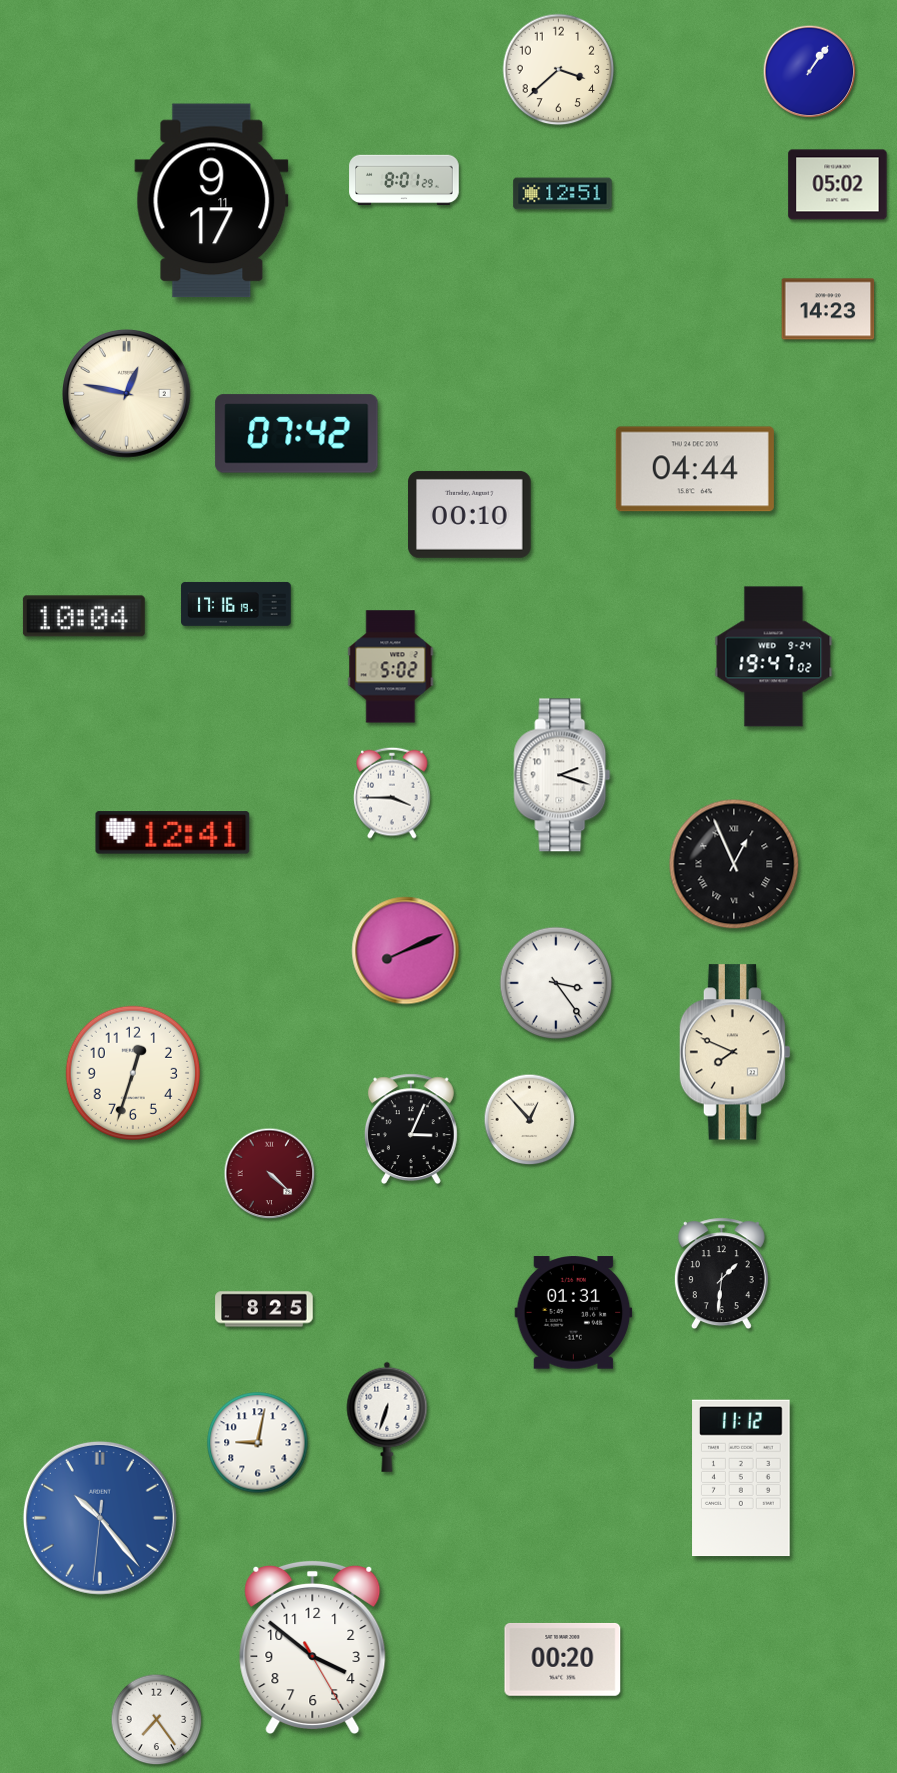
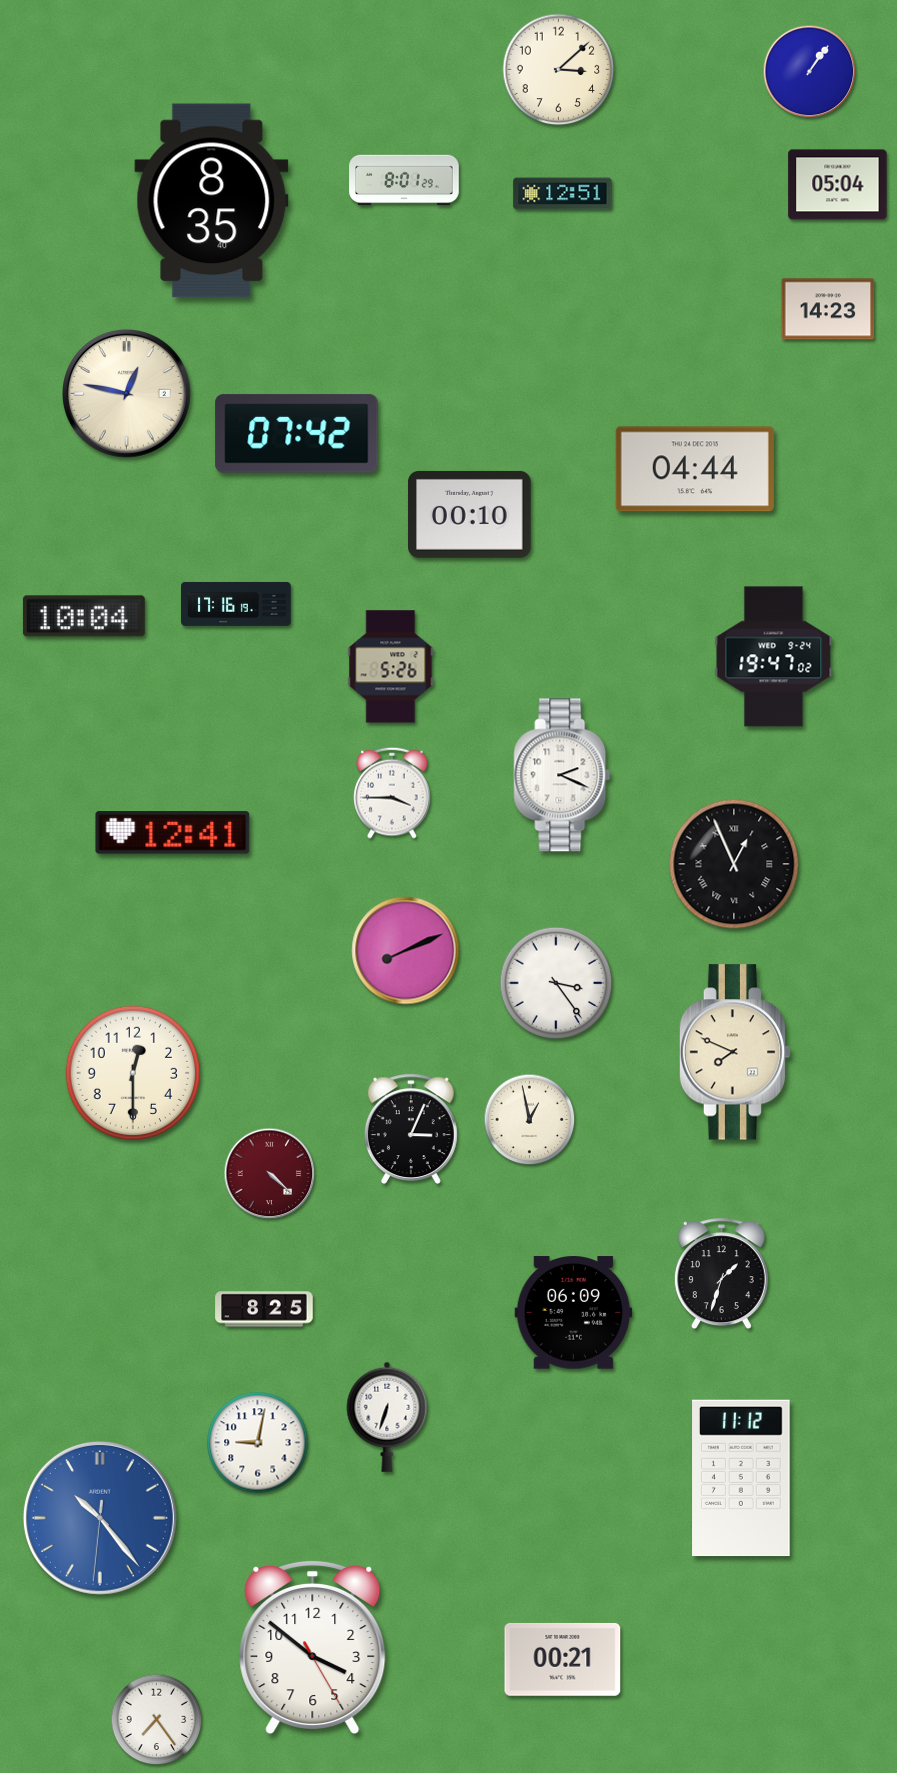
clock at (559, 70): 3:38 -> 3:08
clock at (838, 185): 05:02 -> 05:04
clock at (212, 201): 9:17 -> 8:35
clock at (391, 667): 5:02 -> 5:26
clock at (562, 775): 2:18 -> 2:19
clock at (133, 1073): 12:33 -> 12:30
clock at (530, 1120): 12:53 -> 12:58
clock at (721, 1274): 1:31 -> 1:33
clock at (574, 1313): 01:31 -> 06:09
clock at (563, 1659): 00:20 -> 00:21
